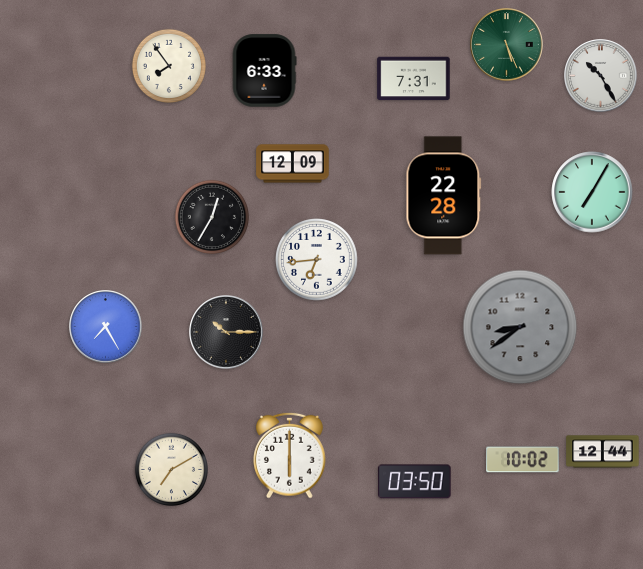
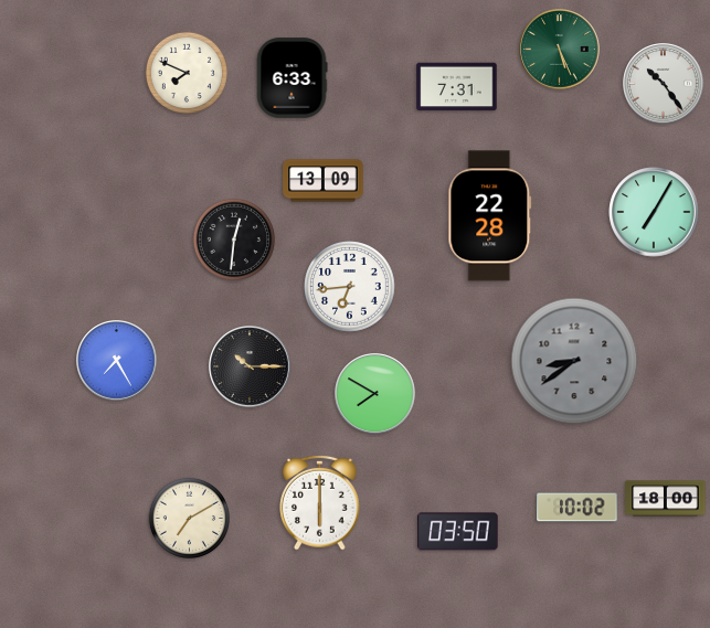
clock at (169, 66): 7:54 -> 7:49
clock at (601, 76): 10:25 -> 10:24
clock at (293, 164): 12:09 -> 13:09
clock at (212, 217): 12:35 -> 12:31
clock at (375, 394): none -> 7:50
clock at (603, 452): 12:44 -> 18:00
